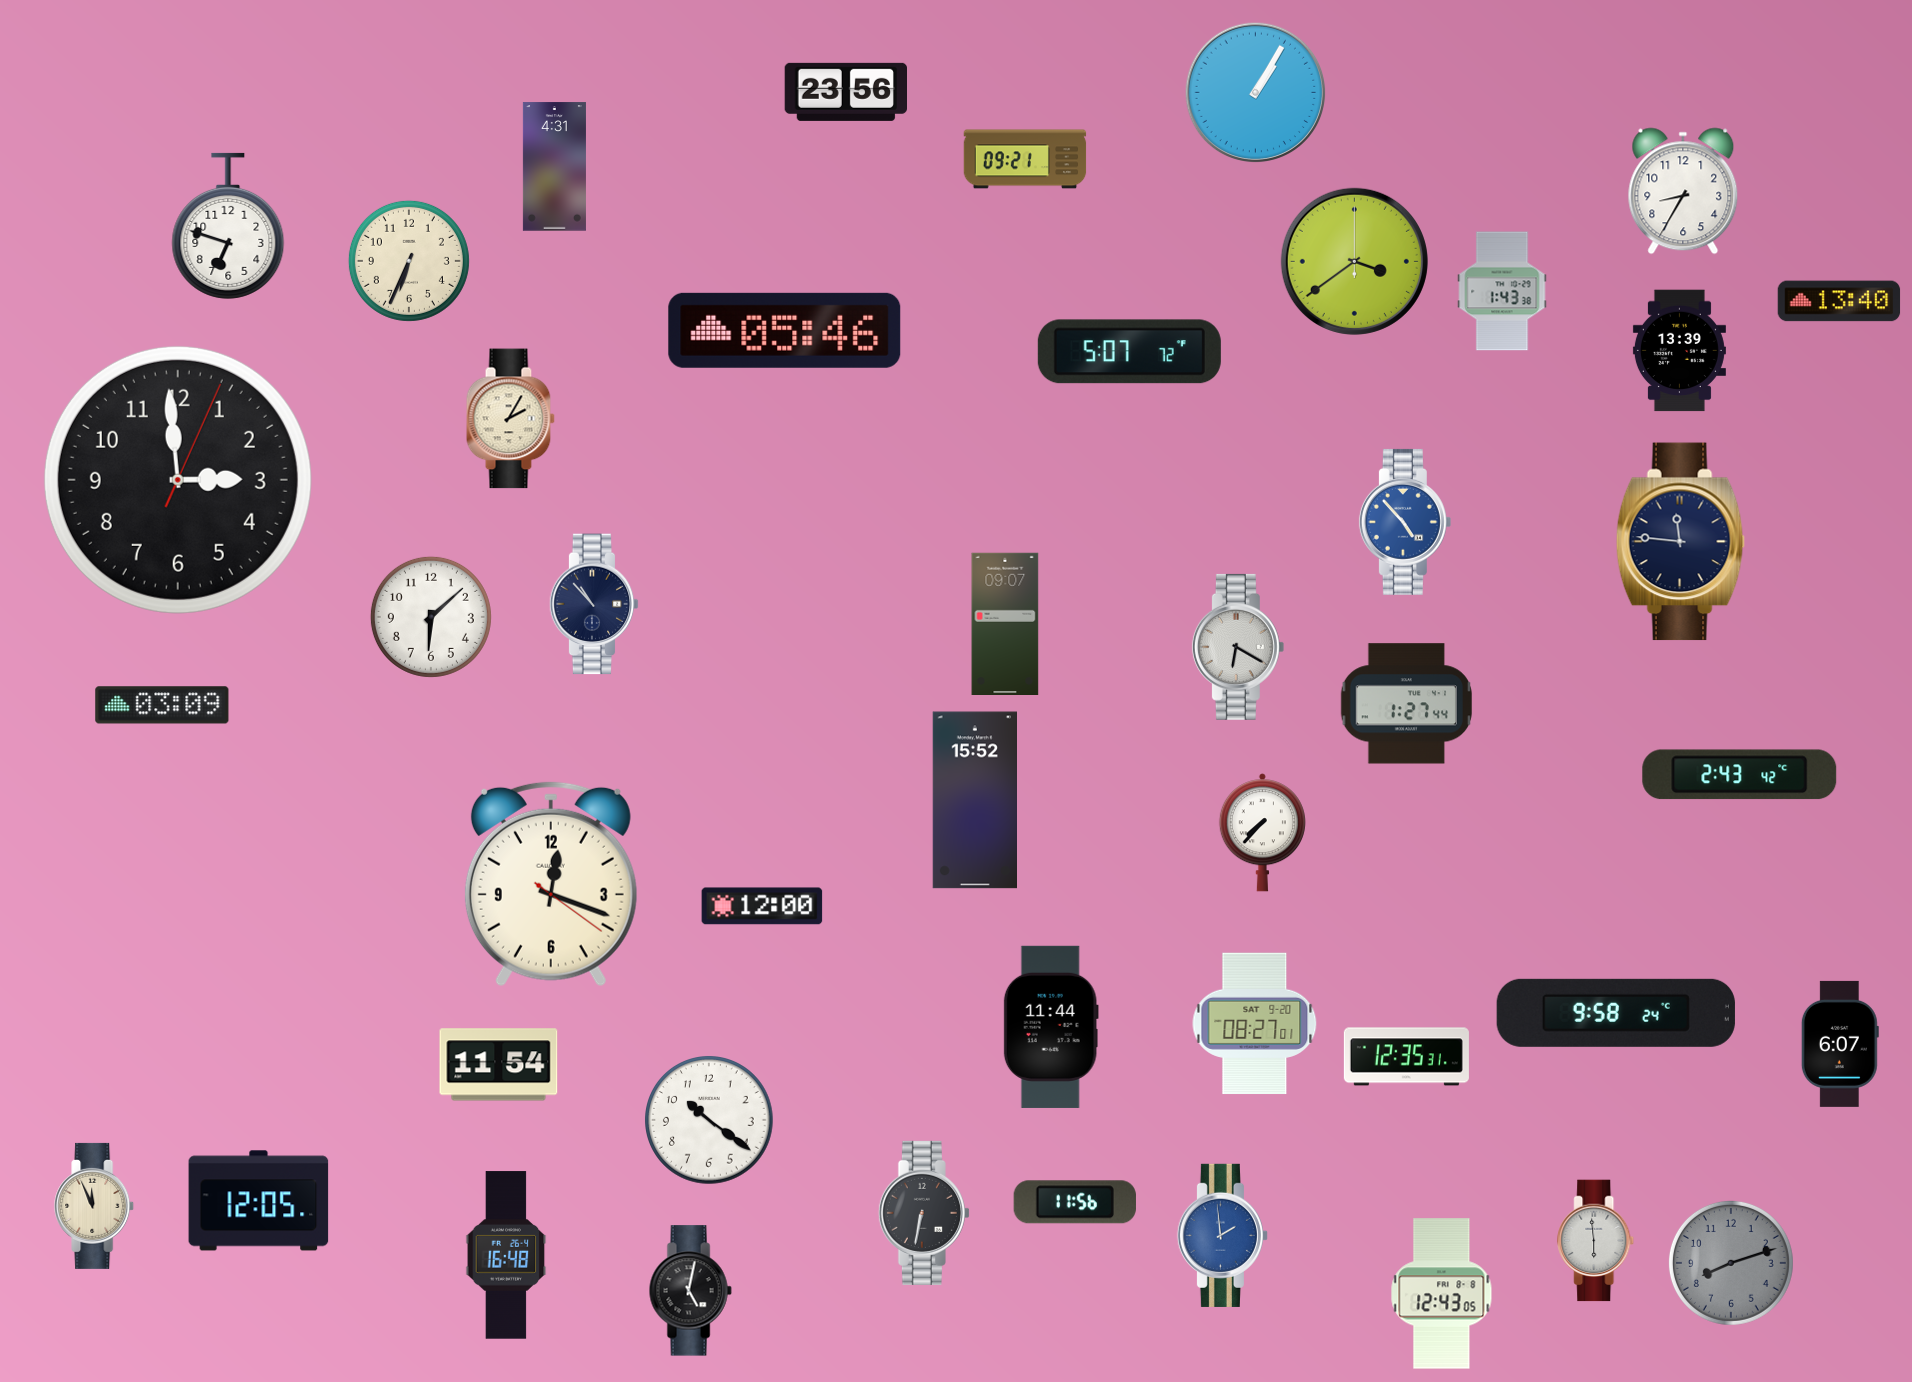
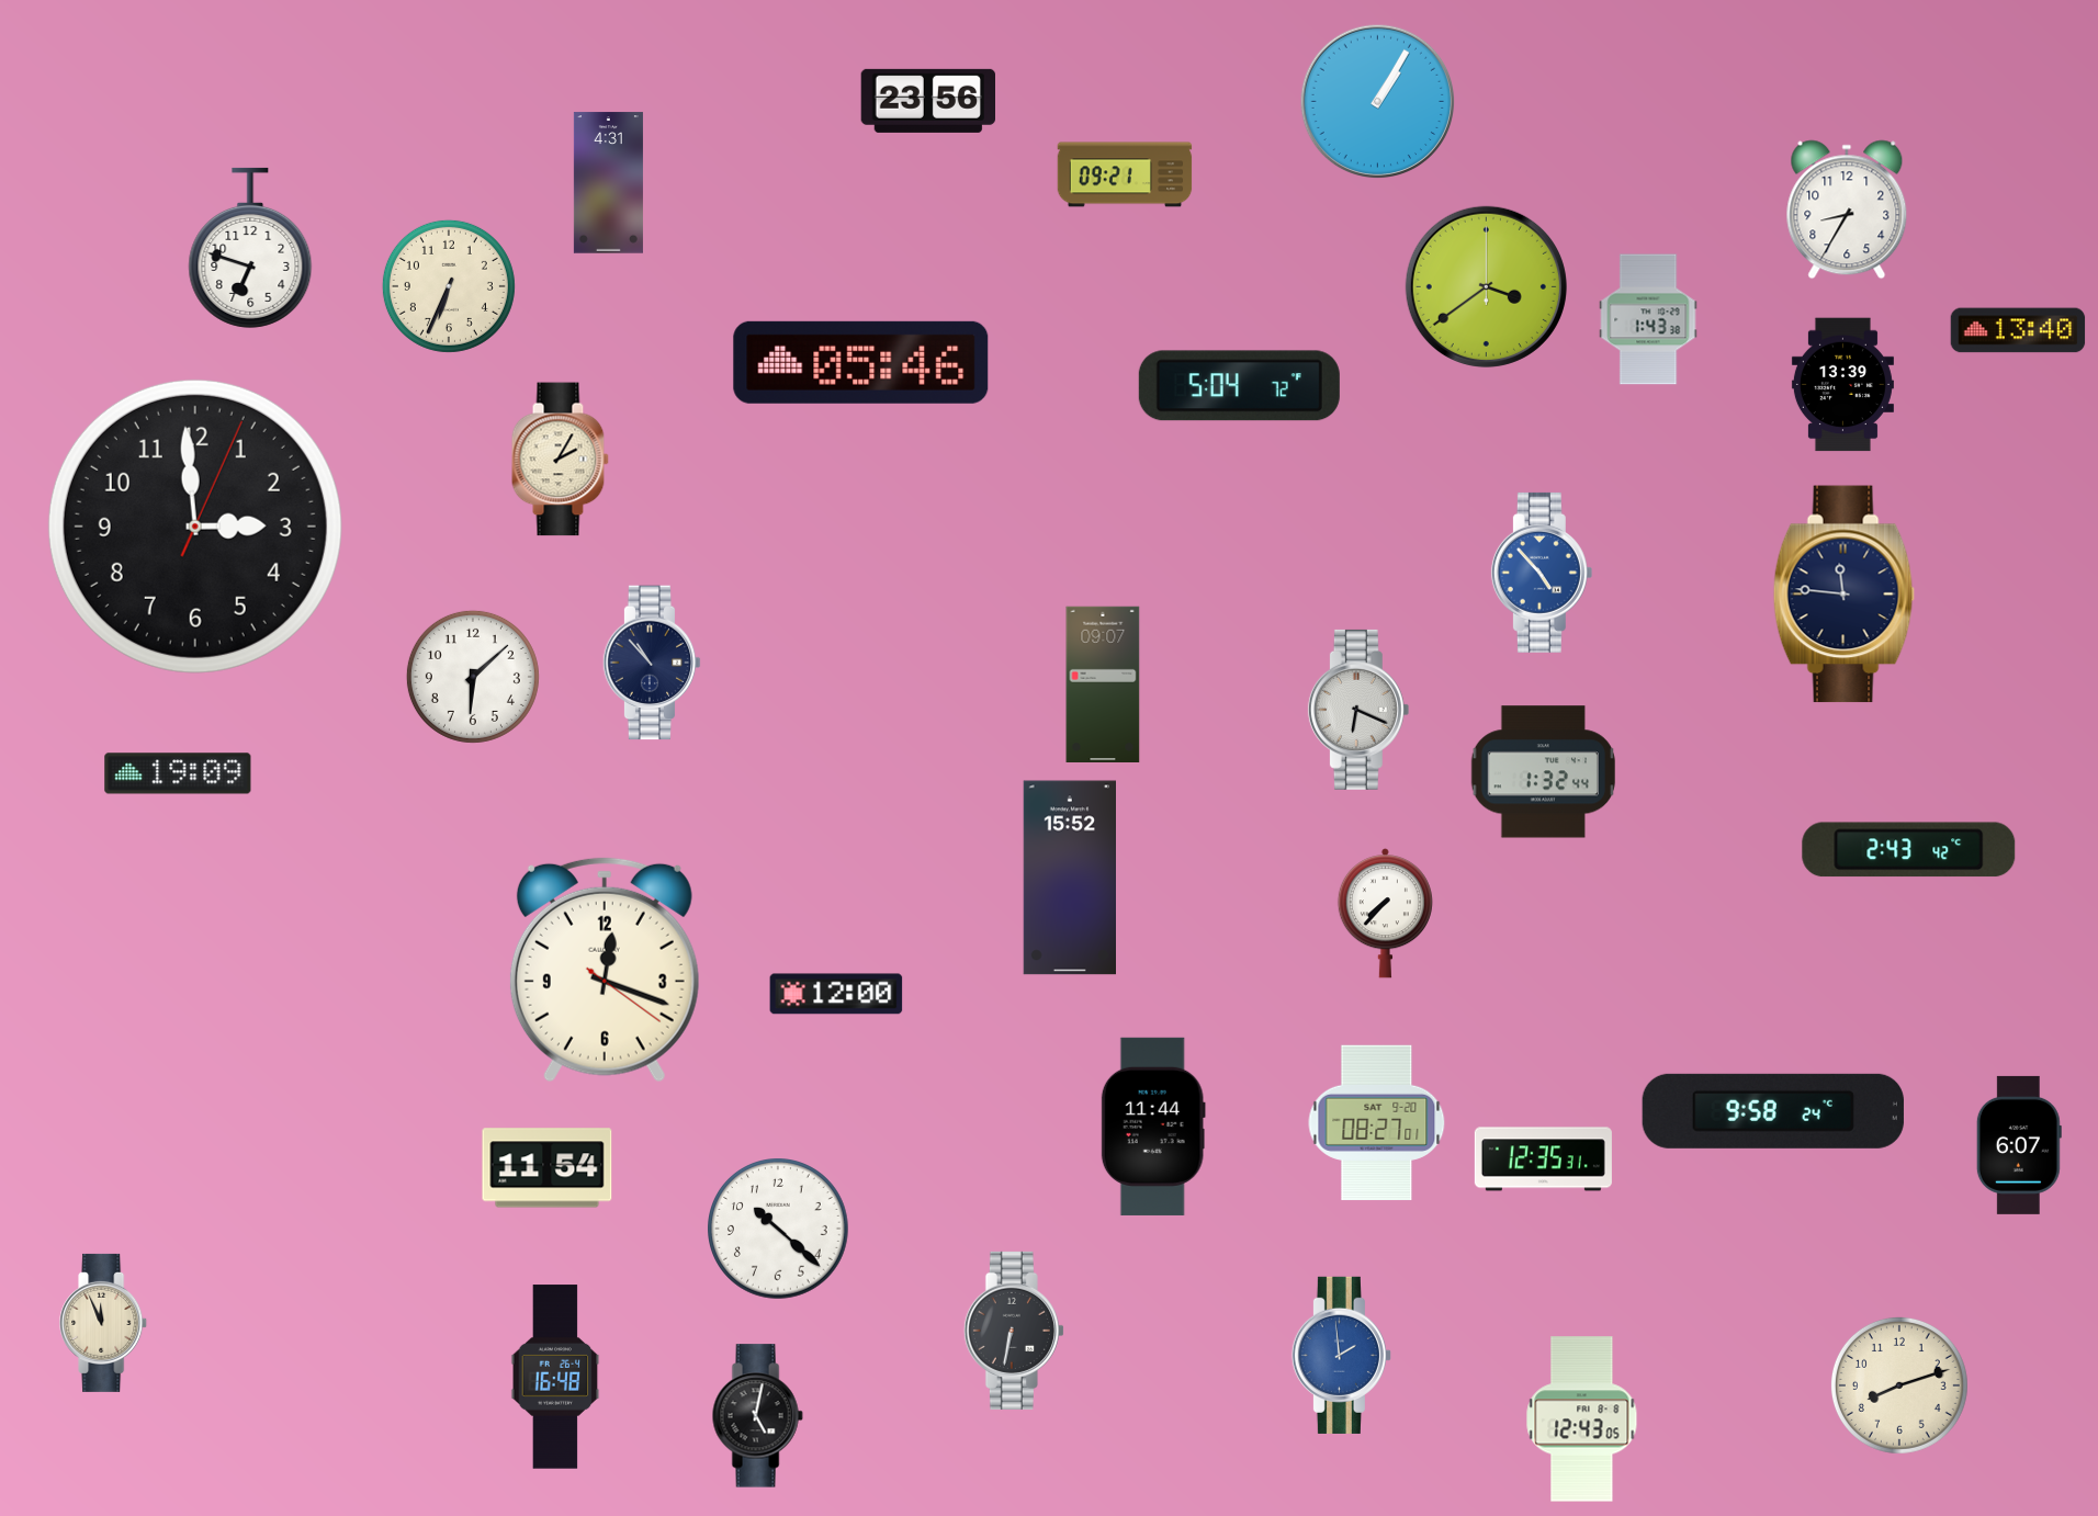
clock at (1129, 352): 5:07 -> 5:04
clock at (1238, 647): 6:20 -> 6:19
clock at (1406, 704): 1:27 -> 1:32
clock at (162, 705): 03:09 -> 19:09
clock at (710, 1121): 10:21 -> 10:22
clock at (259, 1201): 12:05 -> none
clock at (1075, 1202): 11:56 -> none
clock at (1596, 1241): 5:59 -> none
clock at (1731, 1263) dial: grey -> cream
